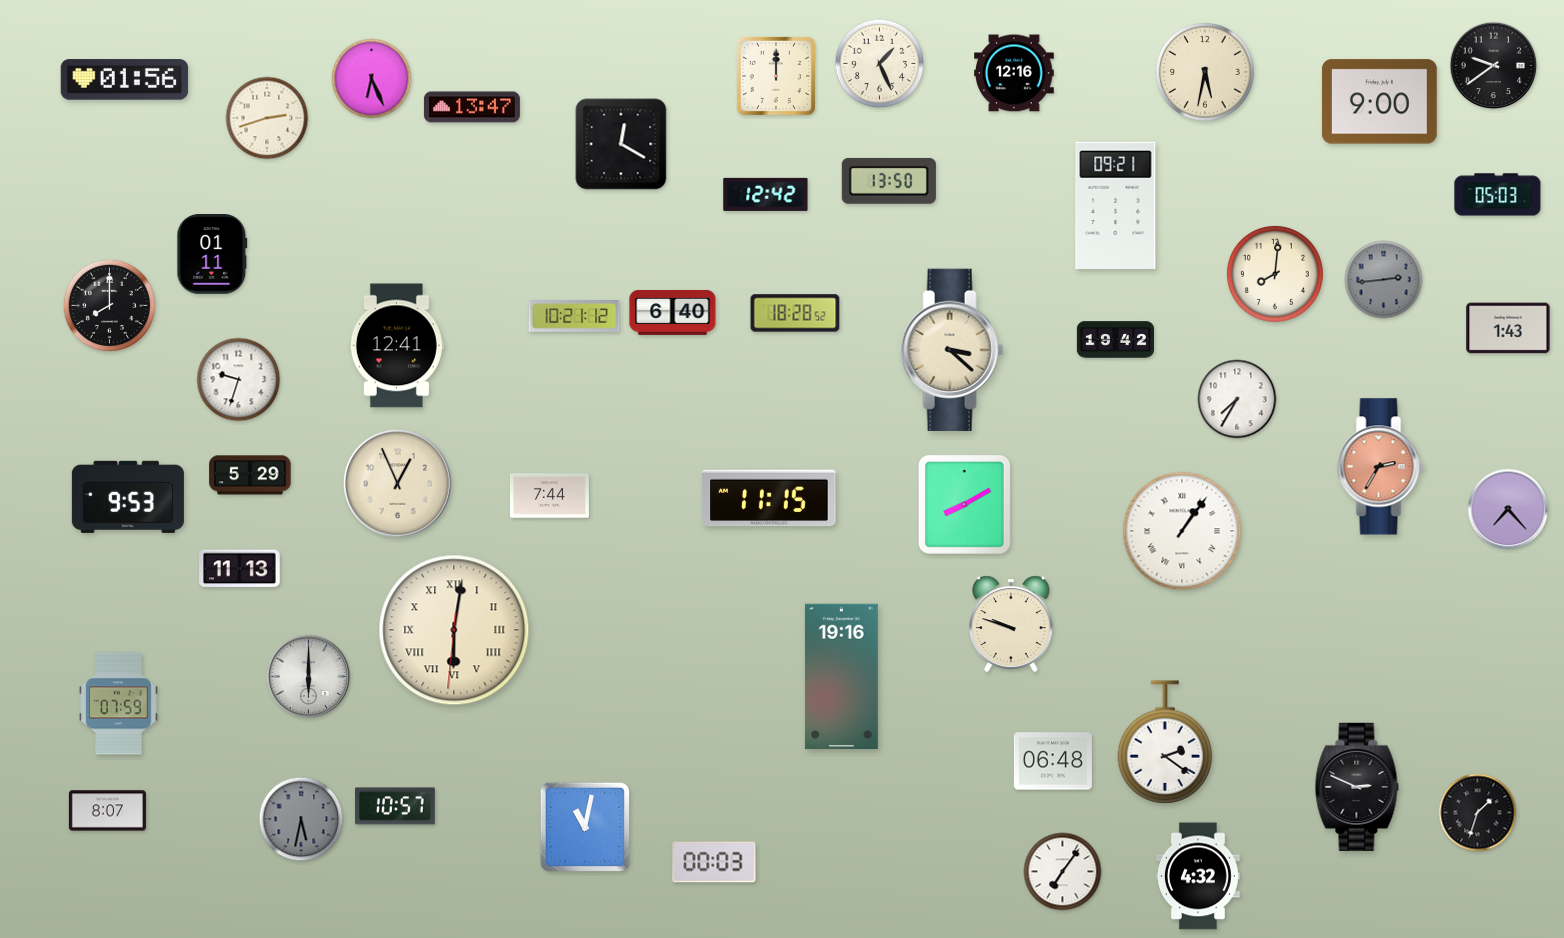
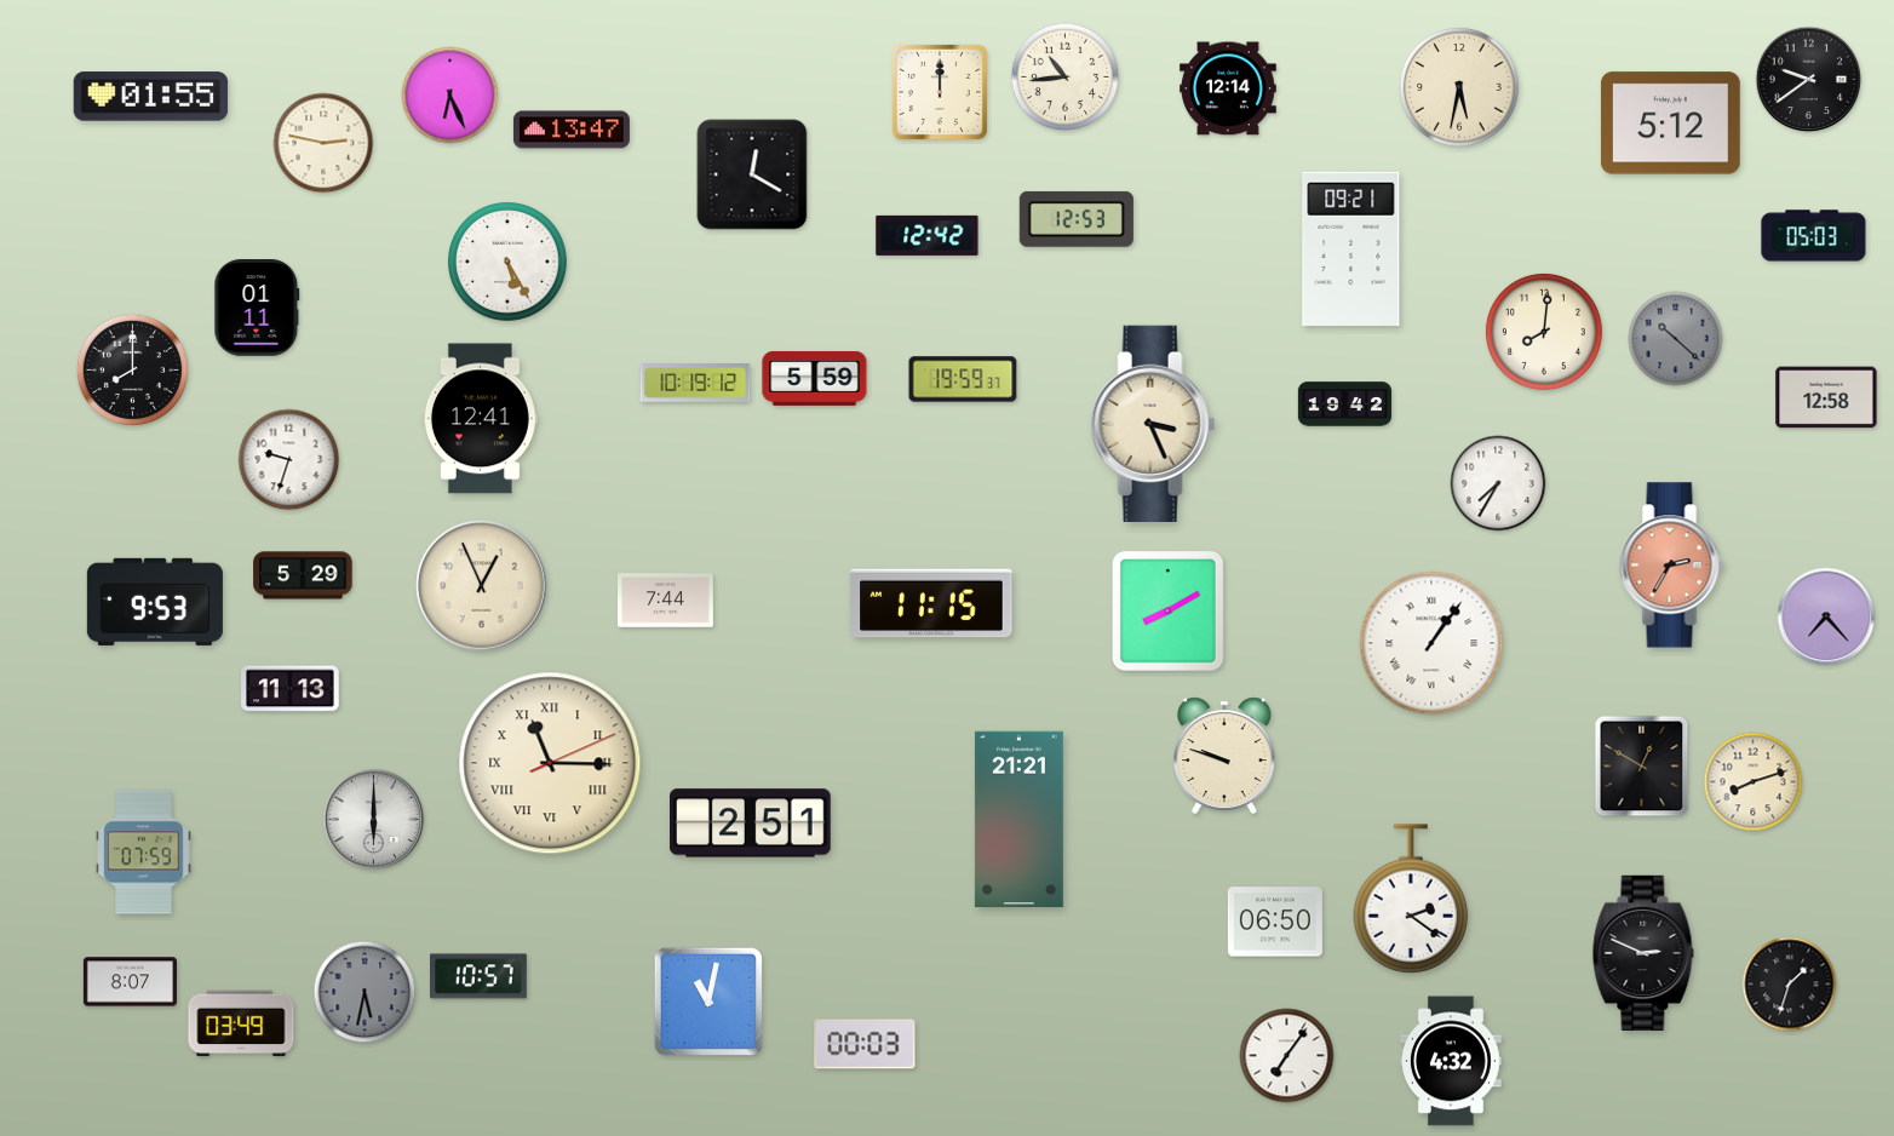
clock at (880, 64): 1:26 -> 10:44
clock at (1015, 73): 12:16 -> 12:14
clock at (125, 80): 01:56 -> 01:55
clock at (1379, 102): 9:00 -> 5:12
clock at (267, 118): 2:42 -> 2:47
clock at (889, 181): 13:50 -> 12:53
clock at (509, 263): none -> 5:25
clock at (1384, 280): 2:44 -> 10:22
clock at (673, 312): 6:40 -> 5:59
clock at (795, 313): 18:28 -> 19:59
clock at (574, 316): 10:21 -> 10:19
clock at (1508, 328): 1:43 -> 12:58
clock at (1115, 340) position: (1115, 340) -> (1344, 405)
clock at (952, 349): 3:22 -> 3:26
clock at (454, 630): 6:01 -> 11:15
clock at (1642, 767): none -> 12:50
clock at (1754, 782): none -> 8:12
clock at (841, 676): 19:16 -> 21:21
clock at (751, 824): none -> 2:51
clock at (1053, 761): 06:48 -> 06:50
clock at (241, 1023): none -> 03:49
